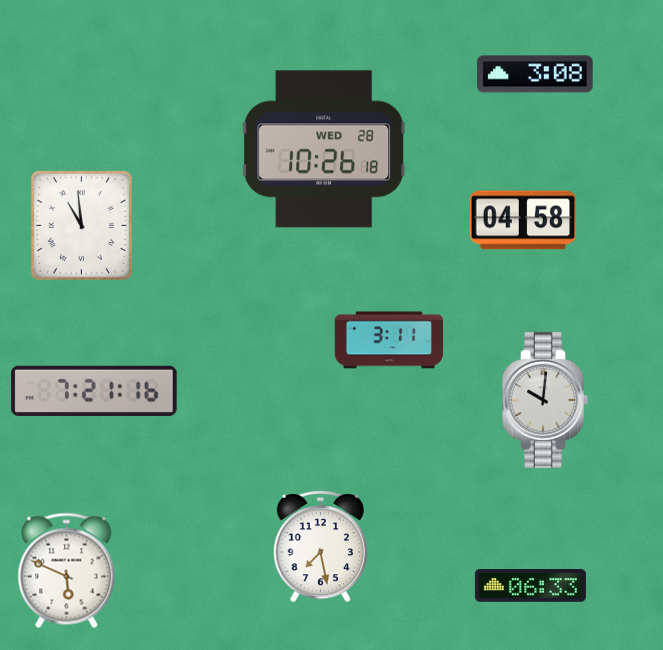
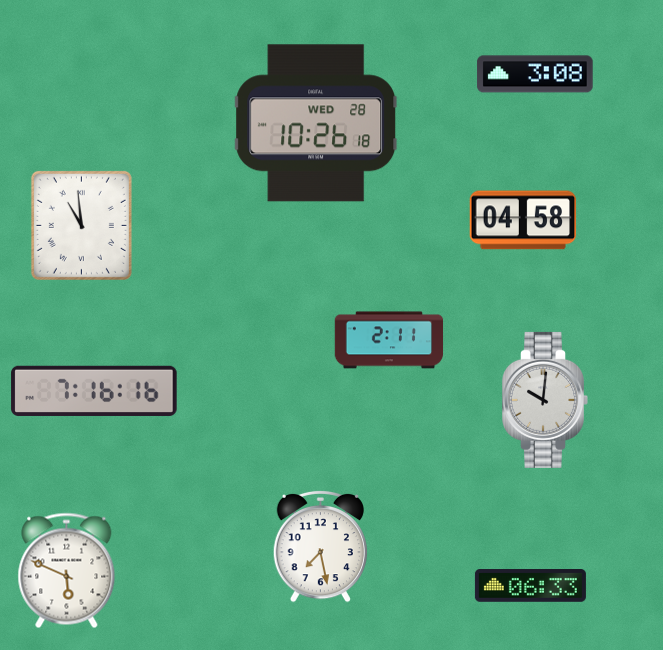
clock at (324, 149) position: (324, 149) -> (316, 123)
clock at (389, 340): 3:11 -> 2:11
clock at (94, 391): 7:21 -> 7:16
